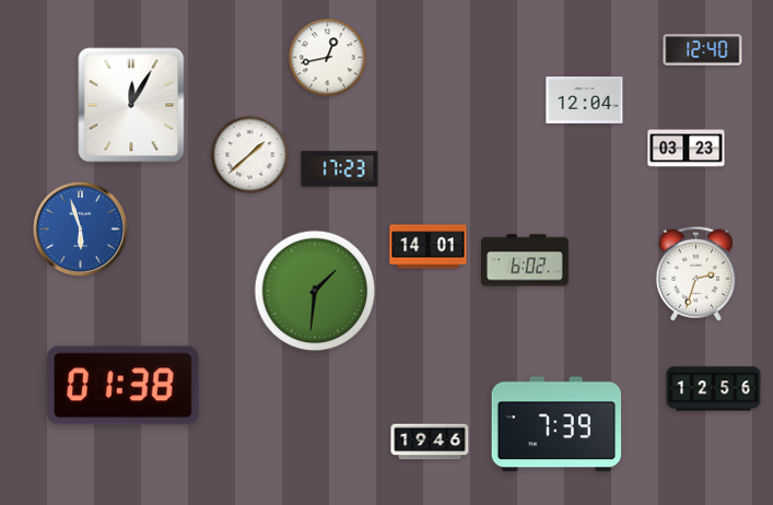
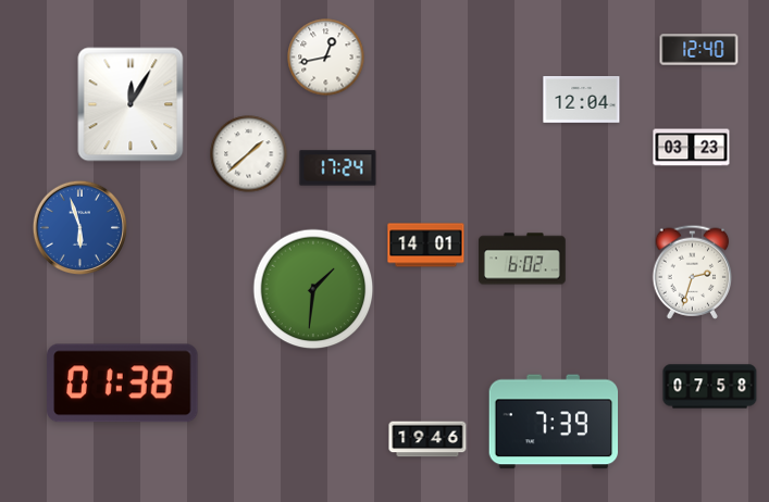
clock at (687, 149) position: (687, 149) -> (692, 148)
clock at (340, 169): 17:23 -> 17:24
clock at (714, 389): 12:56 -> 07:58
